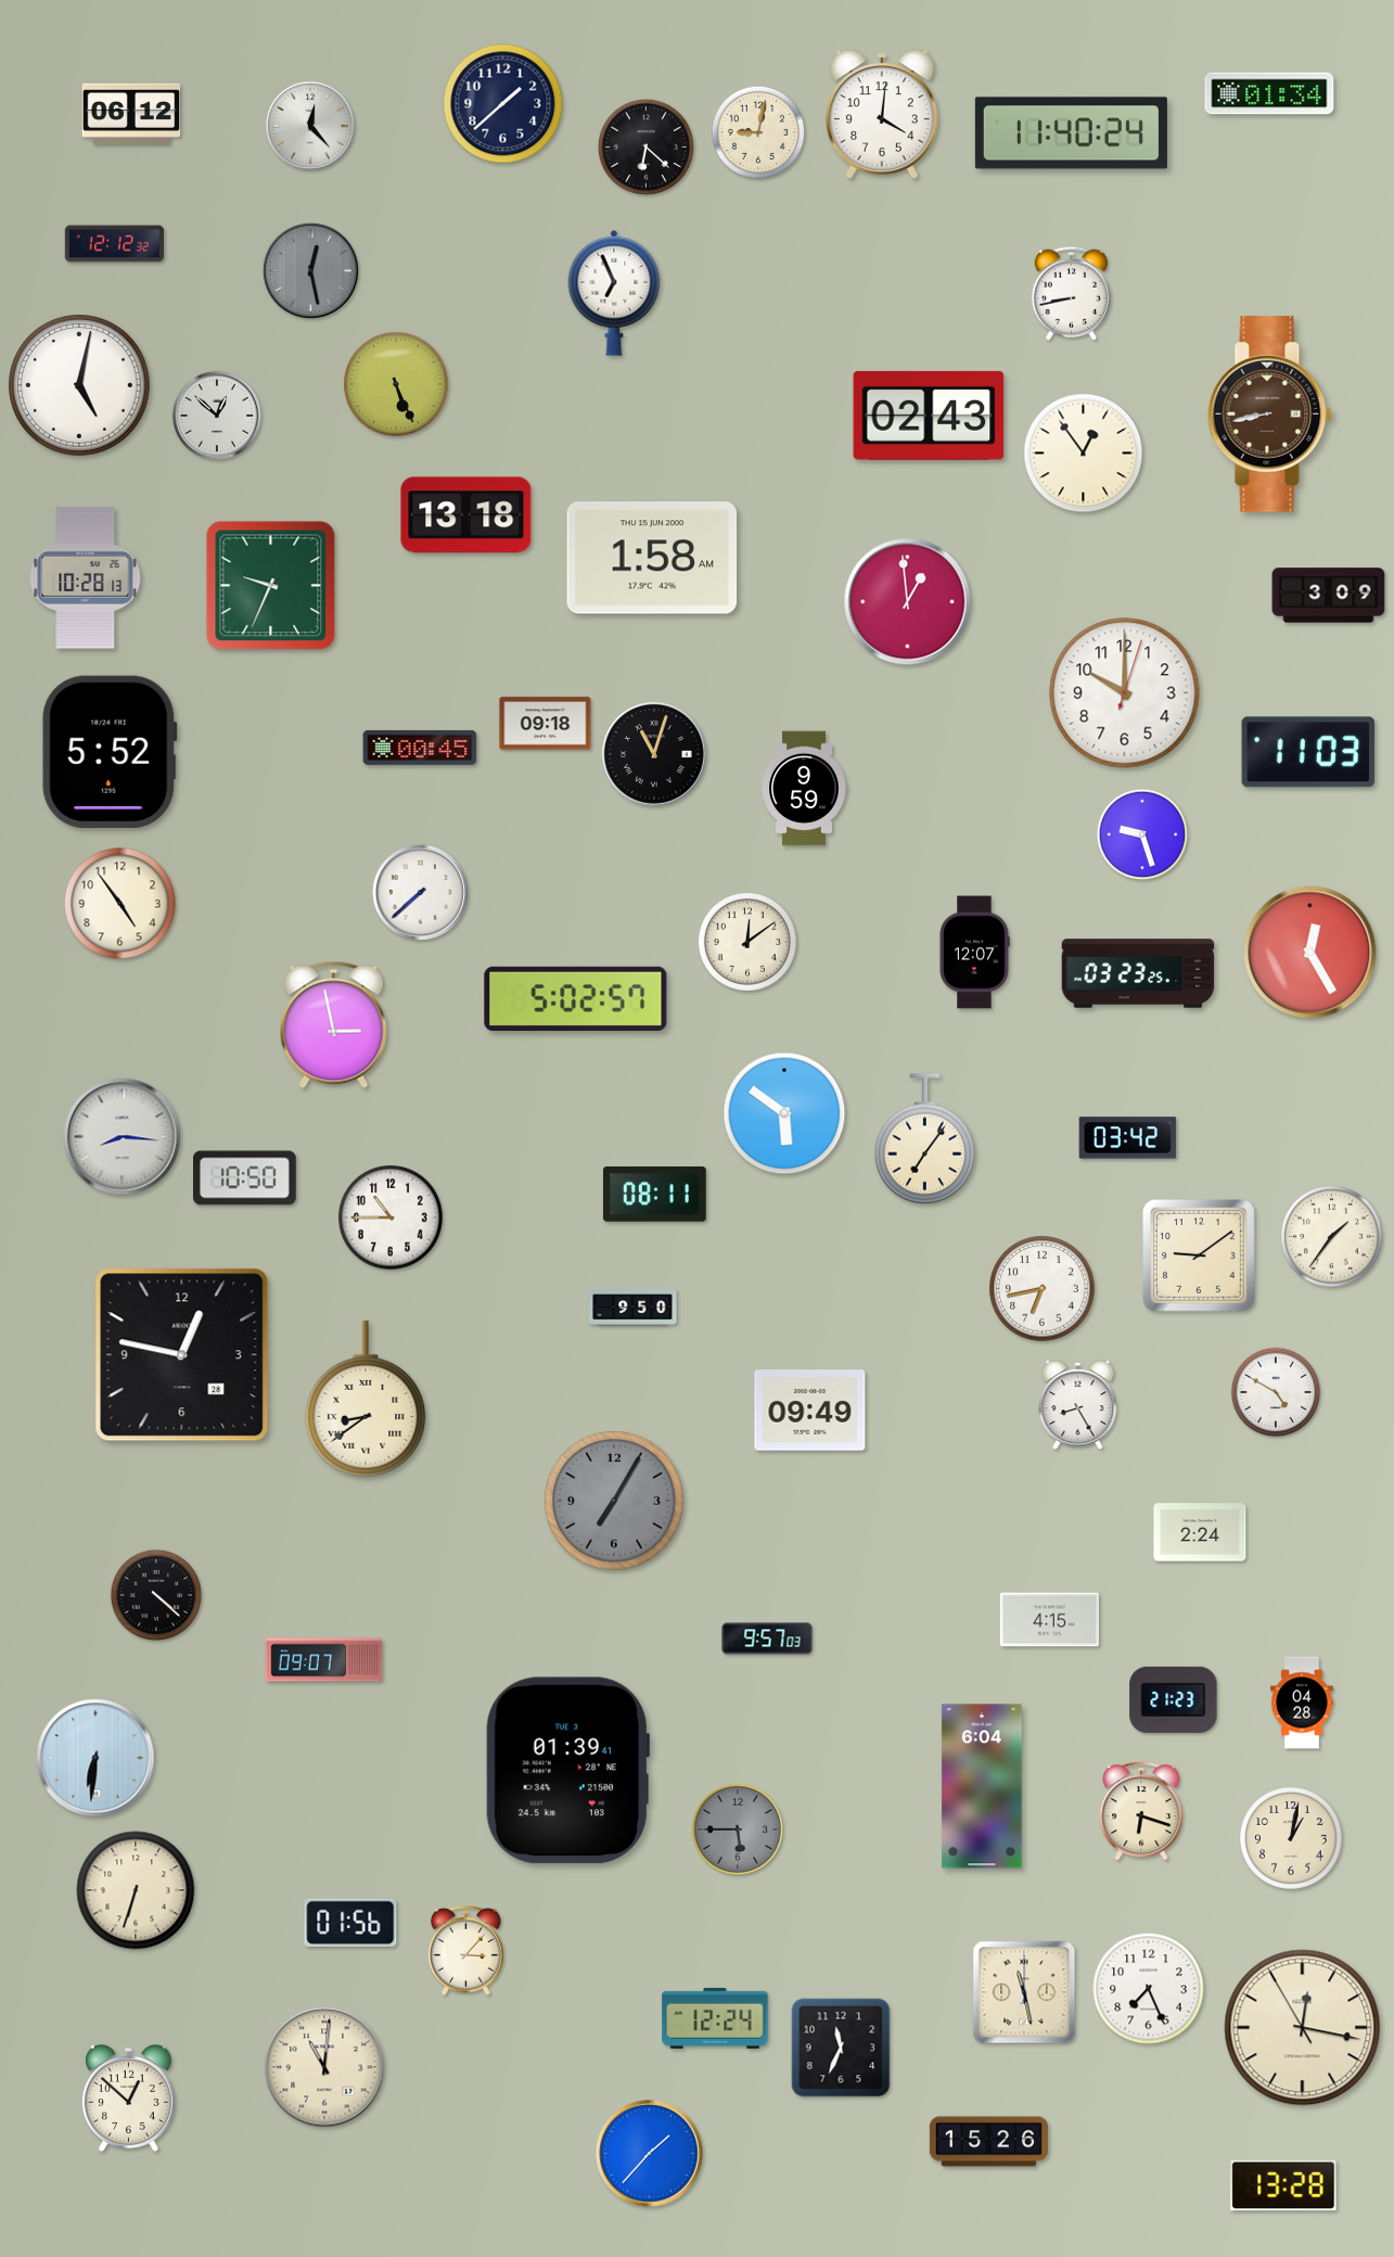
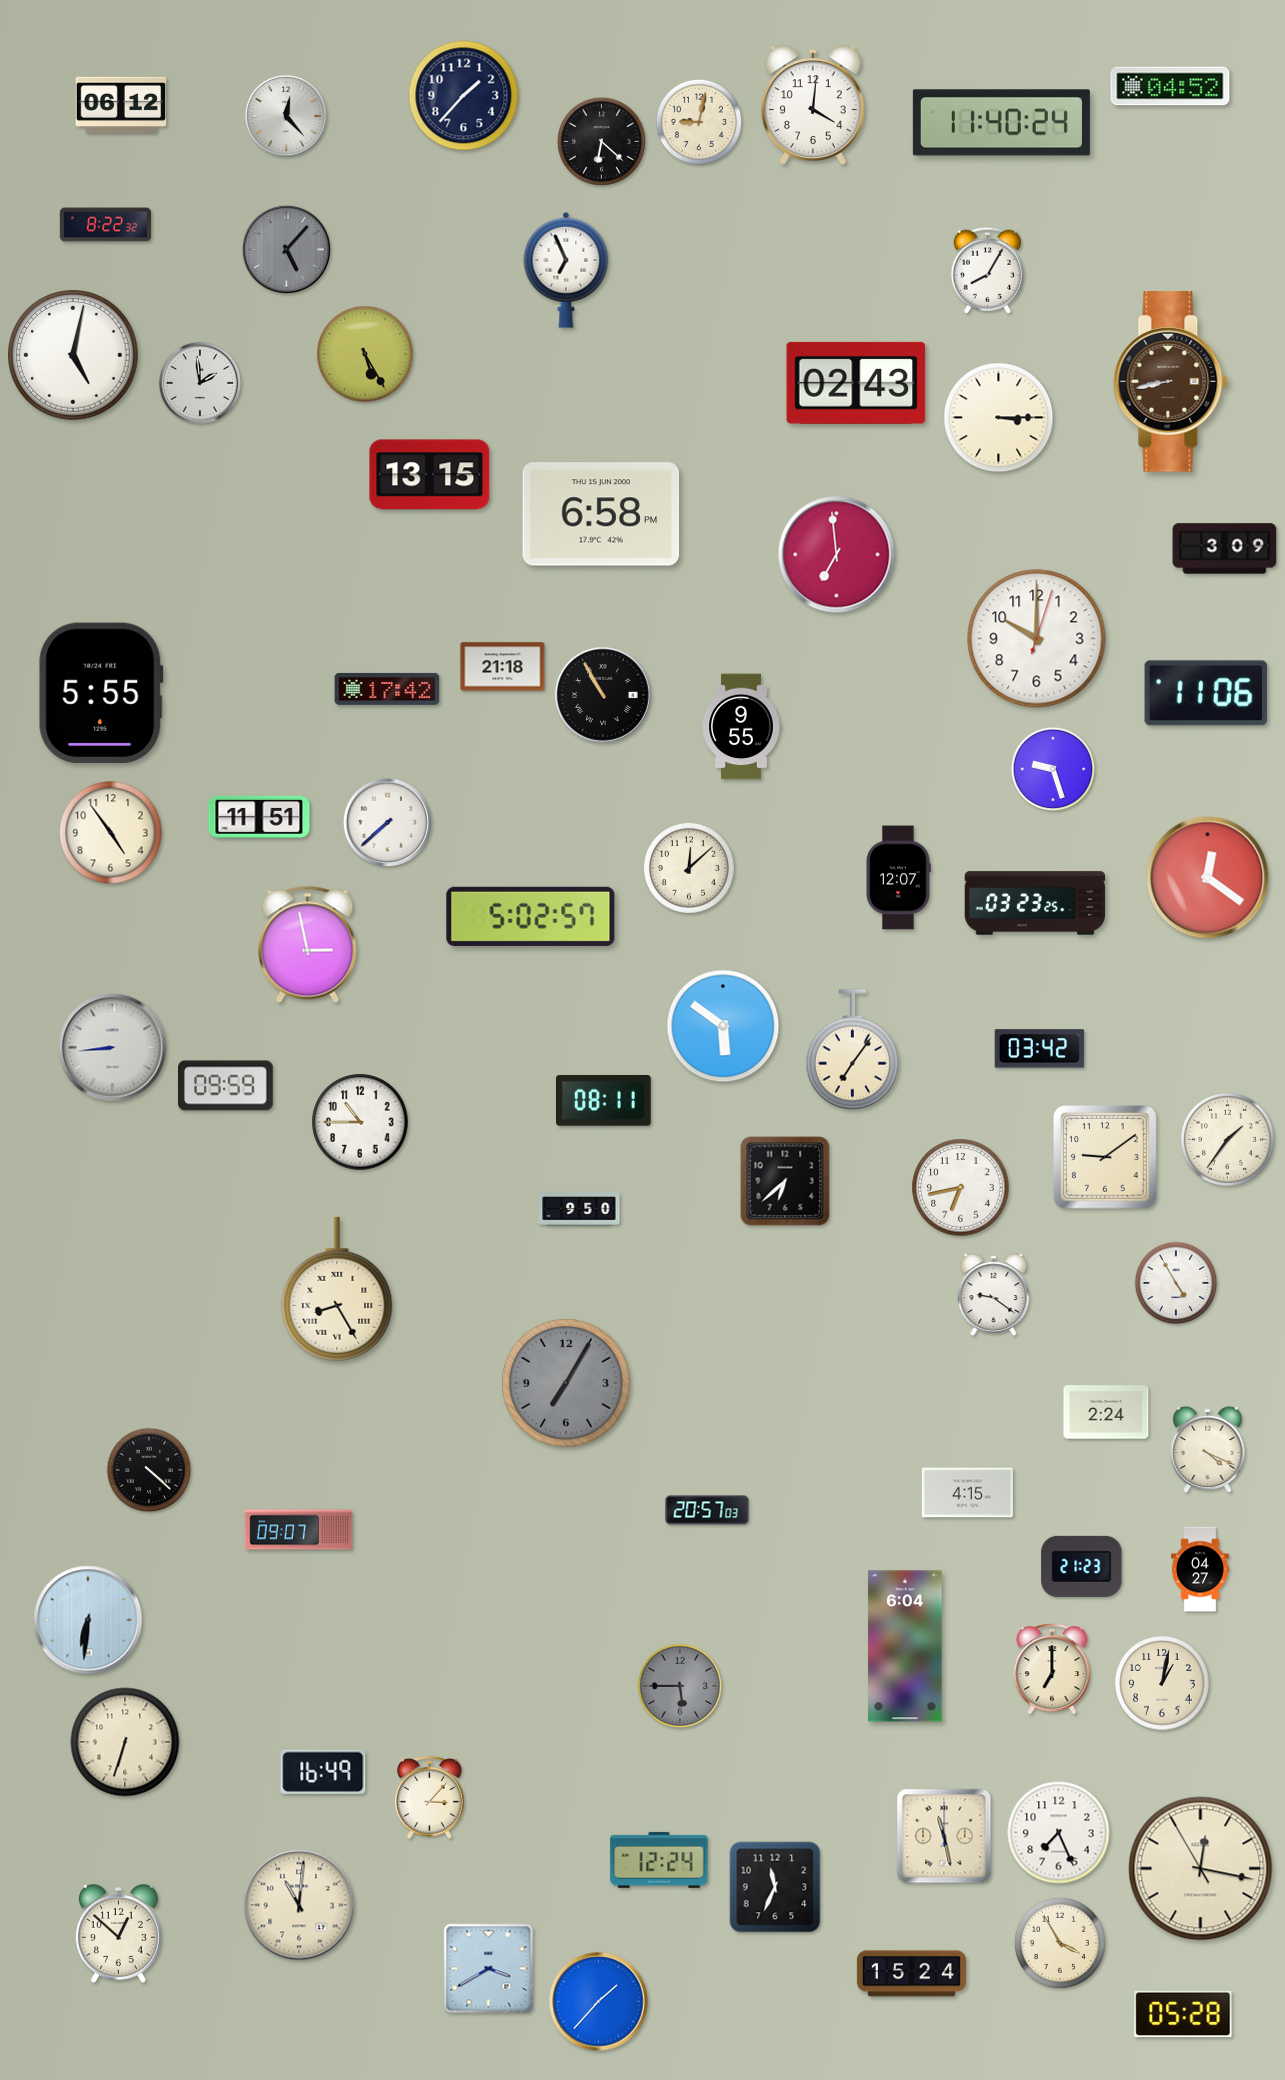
clock at (1269, 93): 01:34 -> 04:52
clock at (503, 104): 1:38 -> 1:37
clock at (1071, 133) position: (1071, 133) -> (1001, 123)
clock at (645, 146) position: (645, 146) -> (601, 141)
clock at (115, 244): 12:12 -> 8:22
clock at (310, 270): 12:28 -> 5:07
clock at (1071, 293): 8:43 -> 8:05
clock at (396, 384): 5:26 -> 5:25
clock at (217, 416): 12:52 -> 1:59
clock at (1084, 454): 12:54 -> 3:15
clock at (466, 515): 13:18 -> 13:15
clock at (652, 558): 1:58 -> 6:58
clock at (86, 578): 10:28 -> none
clock at (271, 586): 9:34 -> none
clock at (908, 602): 12:59 -> 6:59
clock at (546, 724): 09:18 -> 21:18
clock at (420, 748): 00:45 -> 17:42
clock at (110, 752): 5:52 -> 5:55
clock at (1308, 752): 11:03 -> 11:06
clock at (655, 755): 11:03 -> 10:55
clock at (804, 789): 9:59 -> 9:55
clock at (259, 817): none -> 11:51
clock at (747, 942): 12:09 -> 12:08
clock at (1310, 953): 12:25 -> 12:21
clock at (1138, 973) position: (1138, 973) -> (1035, 903)
clock at (576, 998) position: (576, 998) -> (531, 916)
clock at (123, 1137): 8:16 -> 8:44
clock at (245, 1178): 10:50 -> 09:59
clock at (785, 1181): none -> 6:38
clock at (632, 1308) position: (632, 1308) -> (579, 1209)
clock at (182, 1355): 12:47 -> none
clock at (1276, 1392): 4:50 -> 4:55
clock at (366, 1399): 8:39 -> 8:25
clock at (1078, 1404): 8:25 -> 9:21
clock at (810, 1411): 09:49 -> none
clock at (1208, 1450): none -> 4:19
clock at (156, 1595) position: (156, 1595) -> (149, 1470)
clock at (767, 1638): 9:57 -> 20:57
clock at (1302, 1703): 04:28 -> 04:27
clock at (568, 1771): 01:39 -> none
clock at (1141, 1811): 6:18 -> 7:00
clock at (1291, 1838) position: (1291, 1838) -> (1162, 1683)
clock at (350, 1923): 01:56 -> 16:49
clock at (1060, 1943): none -> 3:55
clock at (489, 1969): none -> 3:40
clock at (988, 2142): 15:26 -> 15:24
clock at (650, 2154) position: (650, 2154) -> (599, 2002)
clock at (1283, 2185): 13:28 -> 05:28
